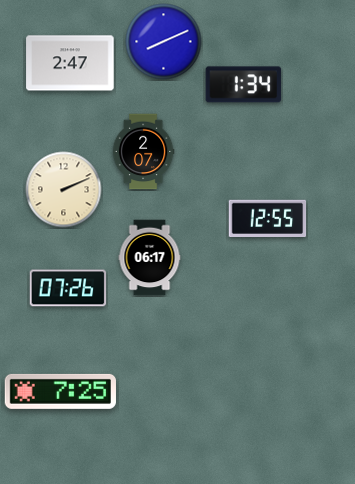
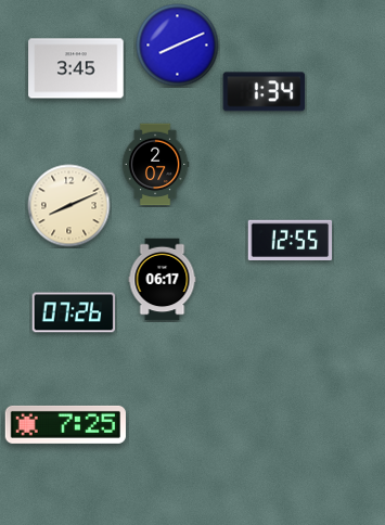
clock at (70, 63): 2:47 -> 3:45
clock at (64, 190): 2:11 -> 8:11
clock at (268, 218) position: (268, 218) -> (291, 240)
